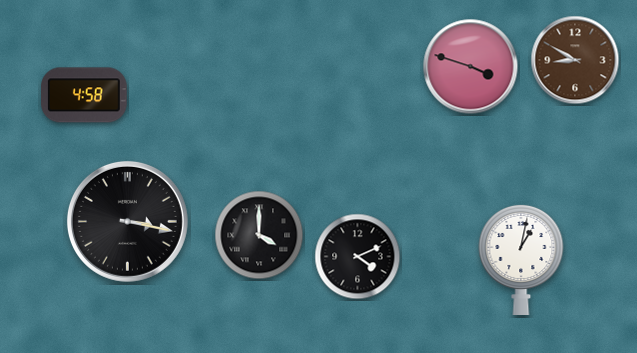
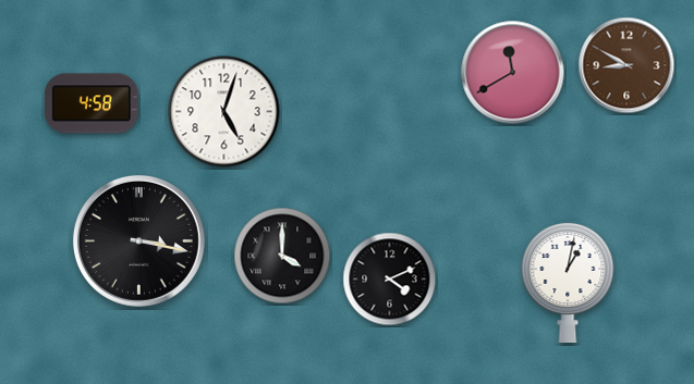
clock at (471, 67): 3:48 -> 11:40
clock at (224, 112): none -> 5:03
